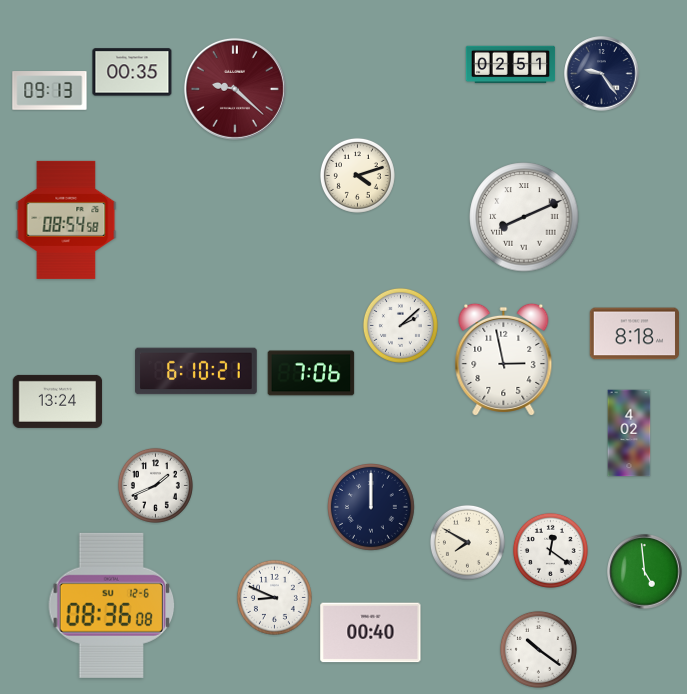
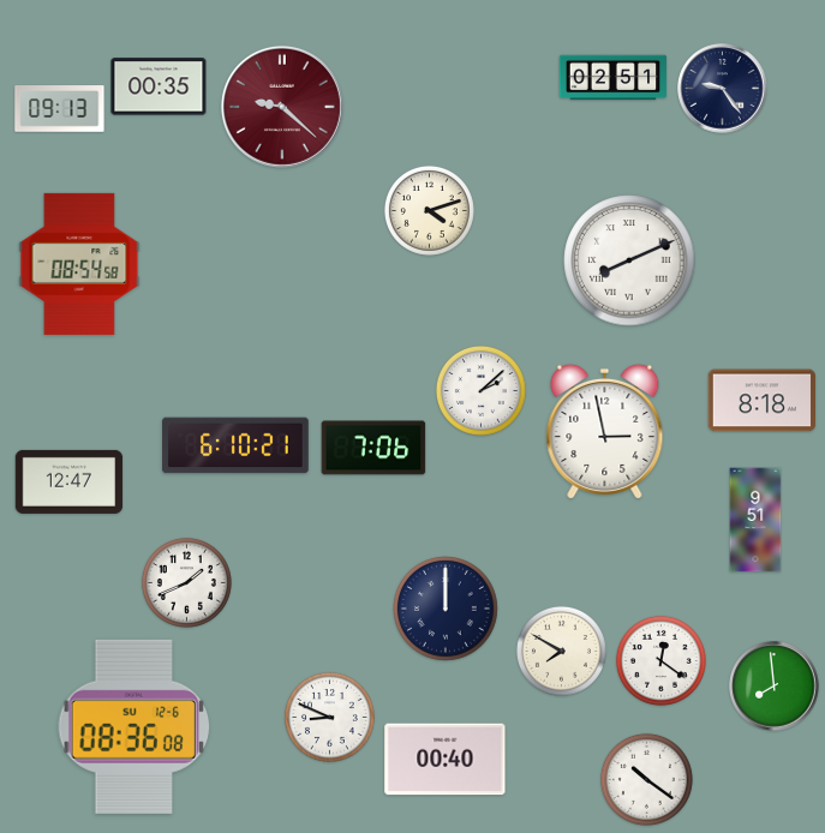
clock at (58, 401): 13:24 -> 12:47
clock at (629, 433): 4:02 -> 9:51
clock at (645, 572): 4:59 -> 7:59
